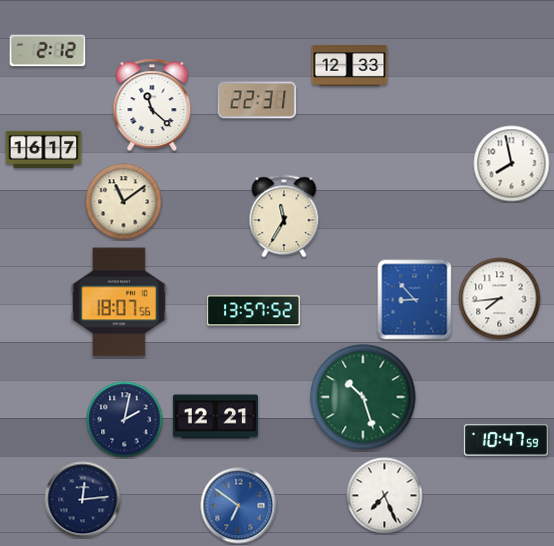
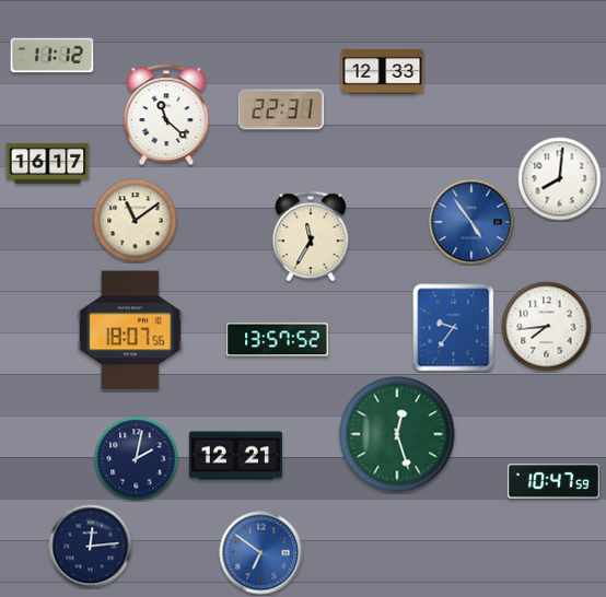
clock at (48, 51): 2:12 -> 11:12
clock at (512, 164): 7:58 -> 8:01
clock at (471, 222): none -> 4:54
clock at (415, 300): 8:53 -> 9:36
clock at (363, 397): 10:27 -> 12:27
clock at (385, 496): 7:26 -> none
